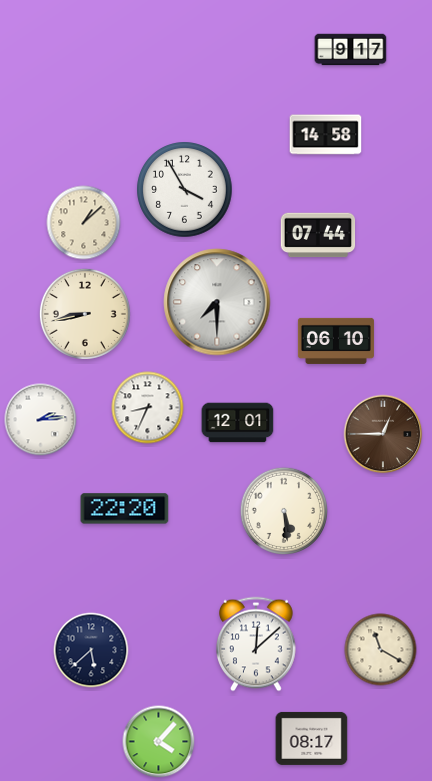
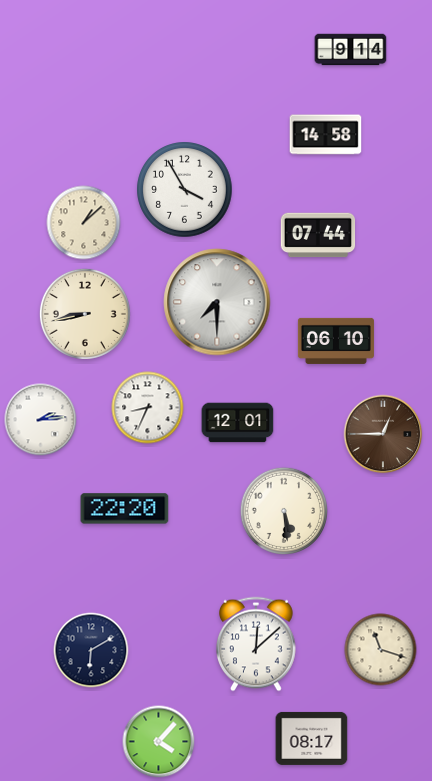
clock at (351, 50): 9:17 -> 9:14
clock at (91, 650): 5:38 -> 6:10
clock at (381, 650): 11:20 -> 11:18
